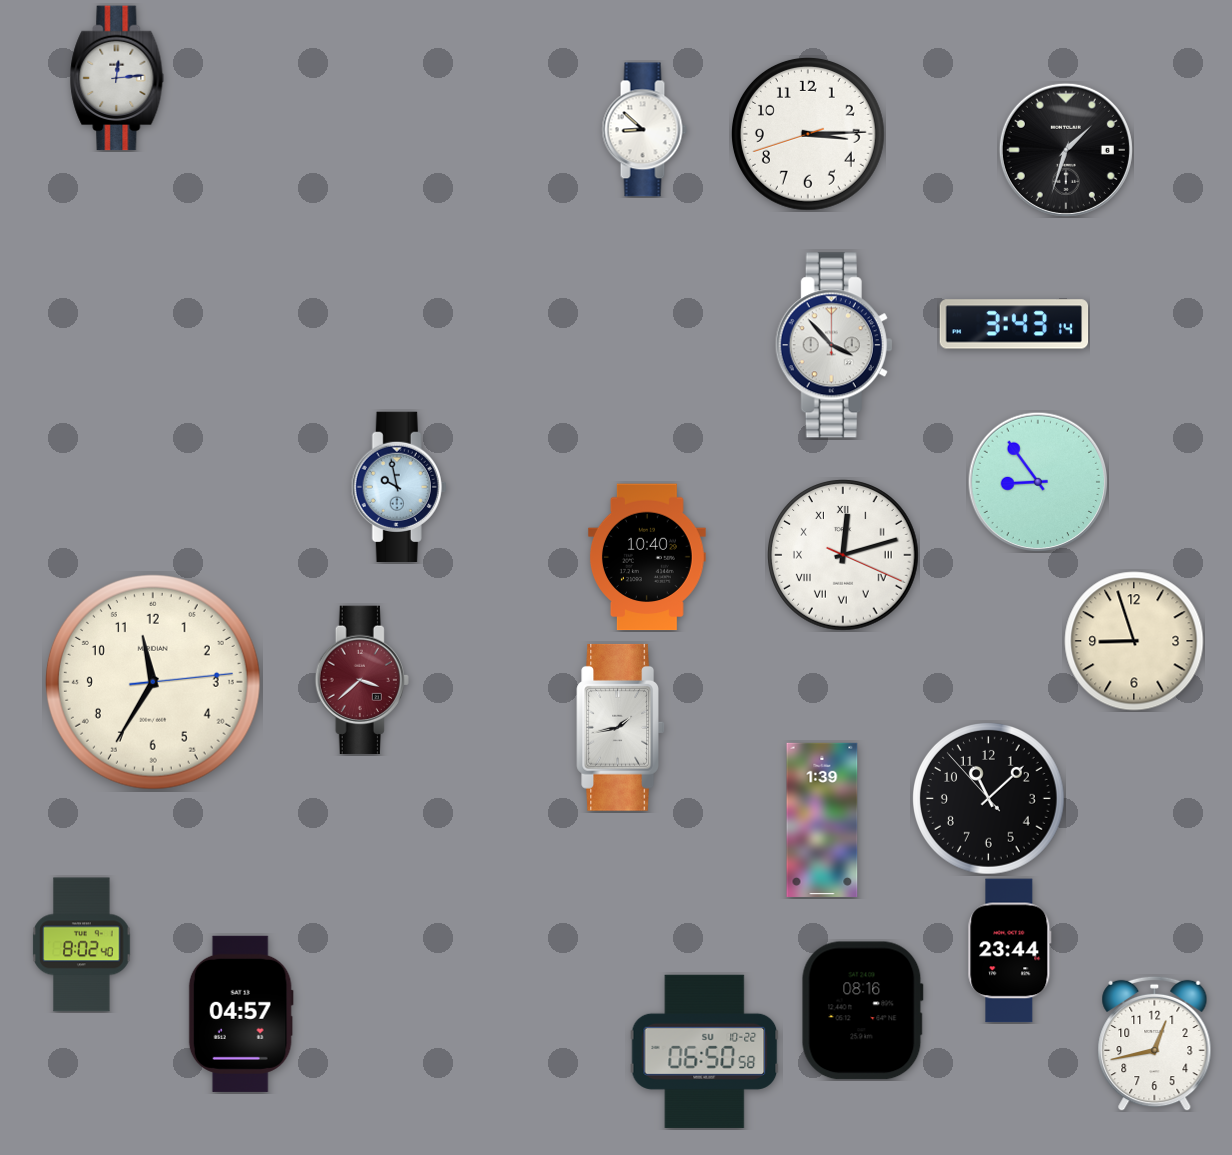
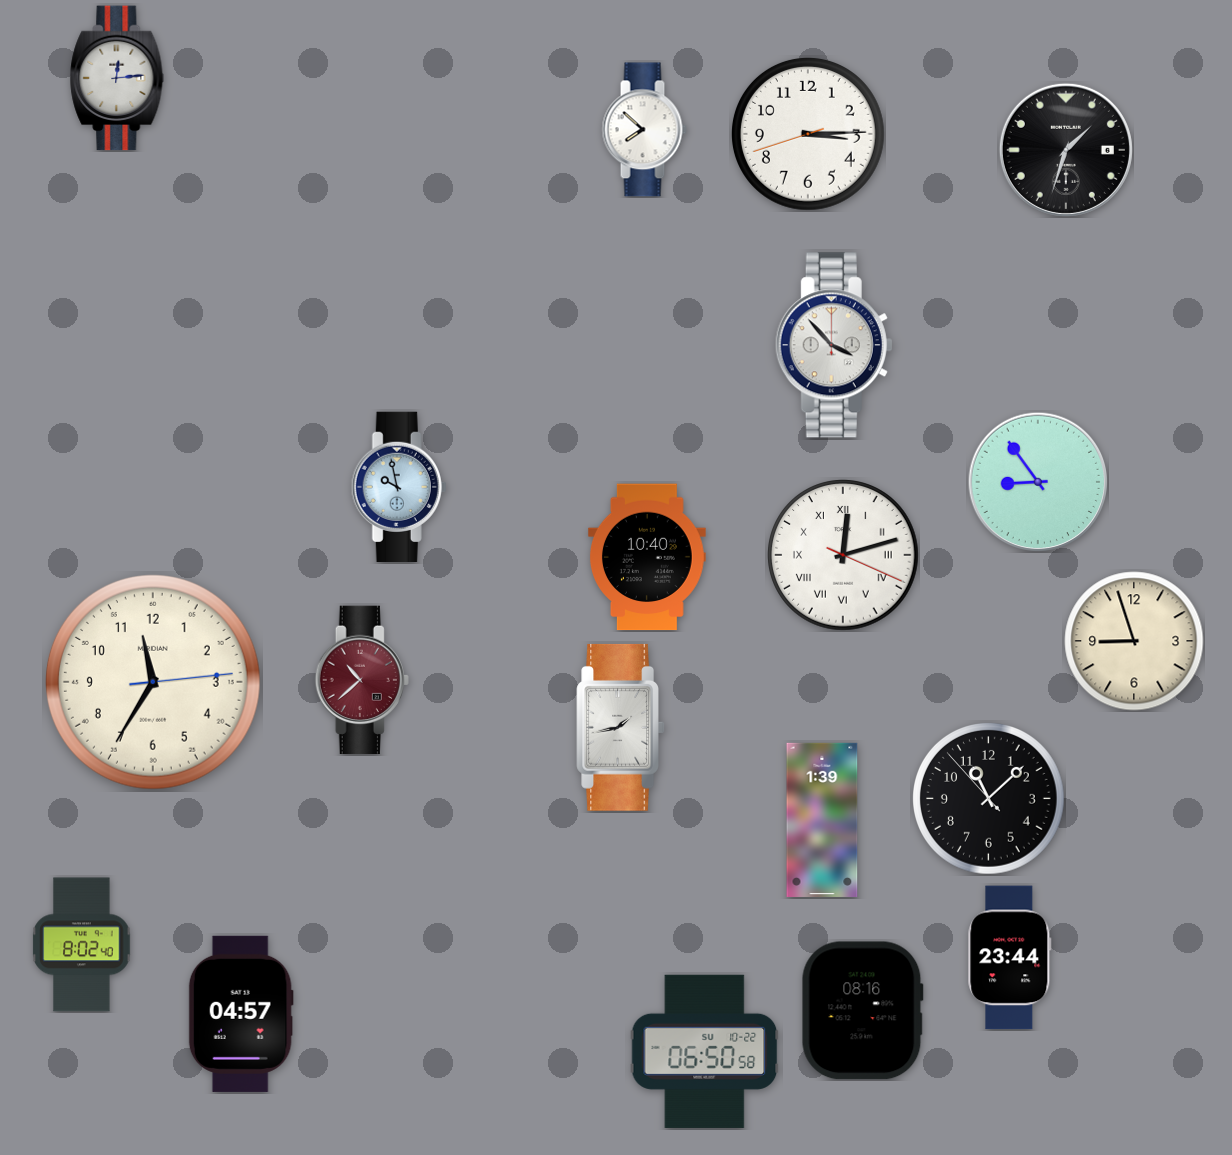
clock at (644, 130): 8:52 -> 7:52
clock at (1014, 324): 3:43 -> none
clock at (362, 680): 3:38 -> 10:38
clock at (1010, 951) position: (1010, 951) -> (1010, 958)
clock at (1155, 1043): 12:43 -> none
